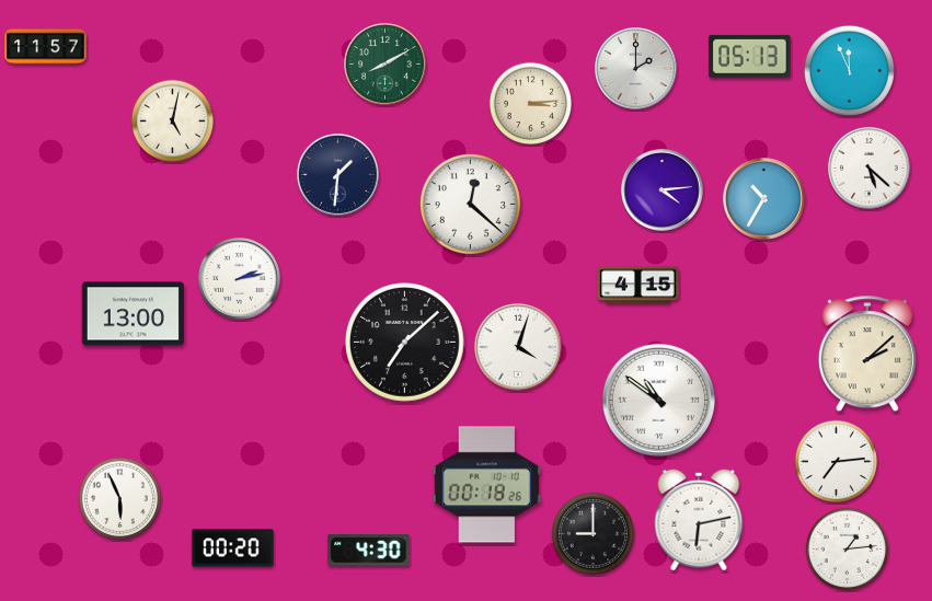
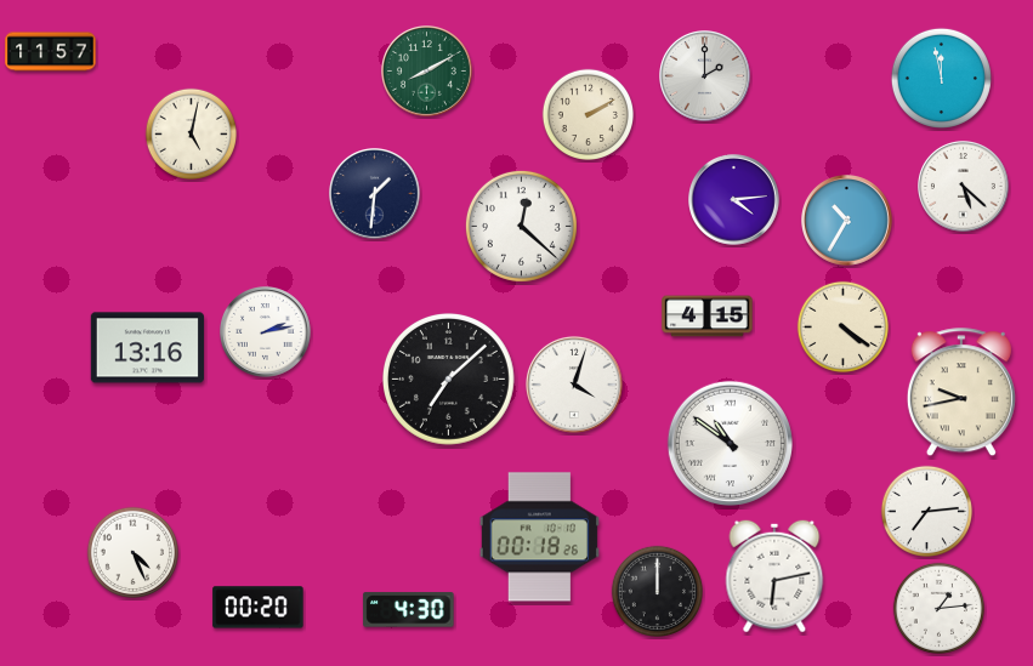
clock at (750, 56): 05:13 -> none
clock at (849, 70): 11:56 -> 11:58
clock at (530, 103): 3:14 -> 2:10
clock at (663, 190) position: (663, 190) -> (734, 200)
clock at (240, 279) position: (240, 279) -> (266, 332)
clock at (842, 326): none -> 4:21
clock at (133, 314): 13:00 -> 13:16
clock at (867, 355): 2:08 -> 9:43
clock at (119, 498): 5:56 -> 4:26
clock at (592, 533): 9:00 -> 12:00
